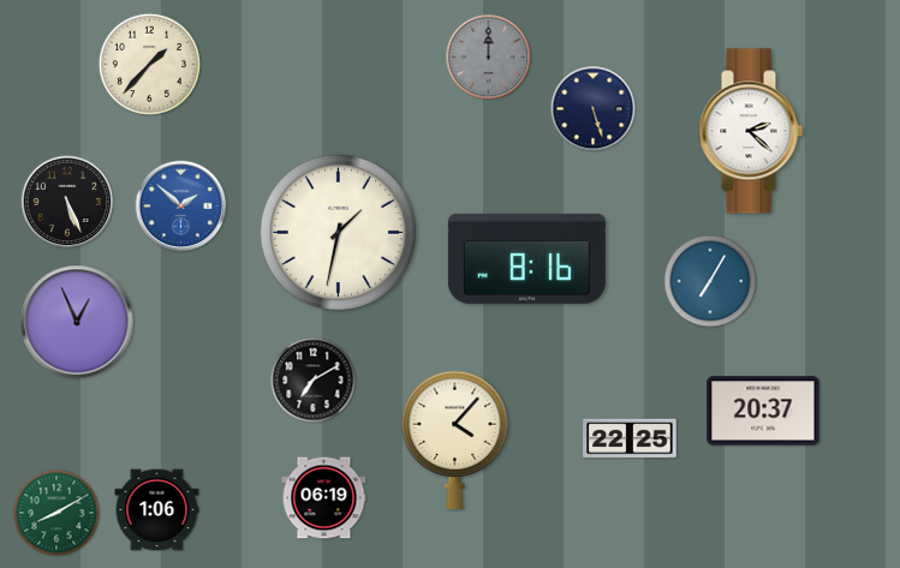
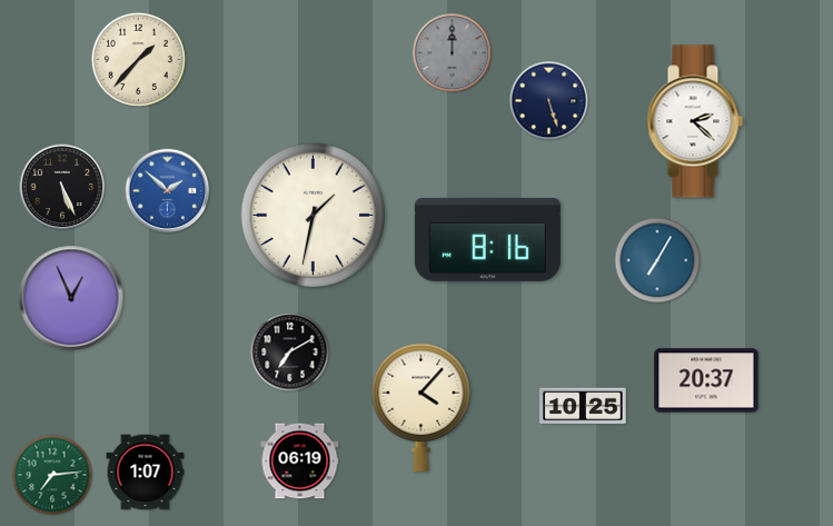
clock at (630, 438): 22:25 -> 10:25
clock at (157, 510): 1:06 -> 1:07
clock at (56, 513): 8:10 -> 7:14
